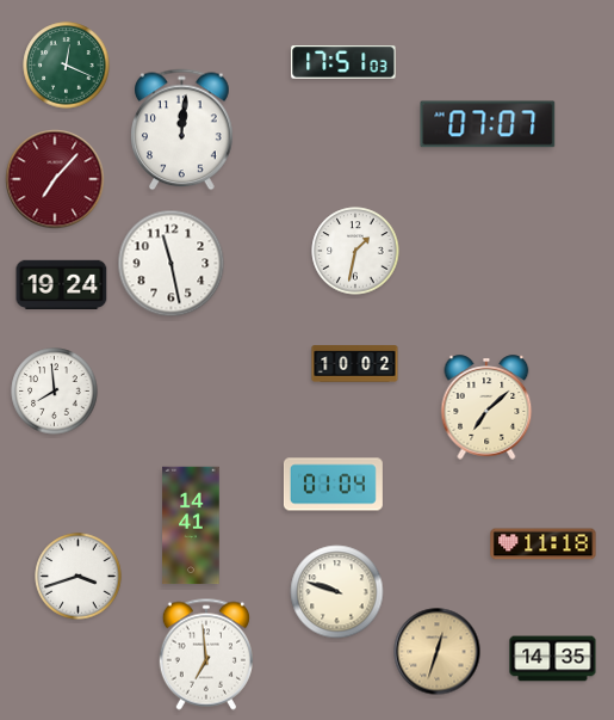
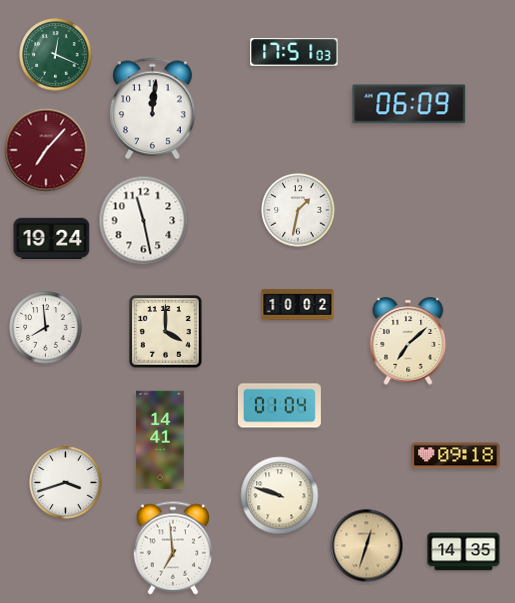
clock at (343, 62) position: (343, 62) -> (294, 52)
clock at (488, 124): 07:07 -> 06:09
clock at (166, 332): none -> 4:00
clock at (544, 544): 11:18 -> 09:18
clock at (337, 592) position: (337, 592) -> (280, 496)
